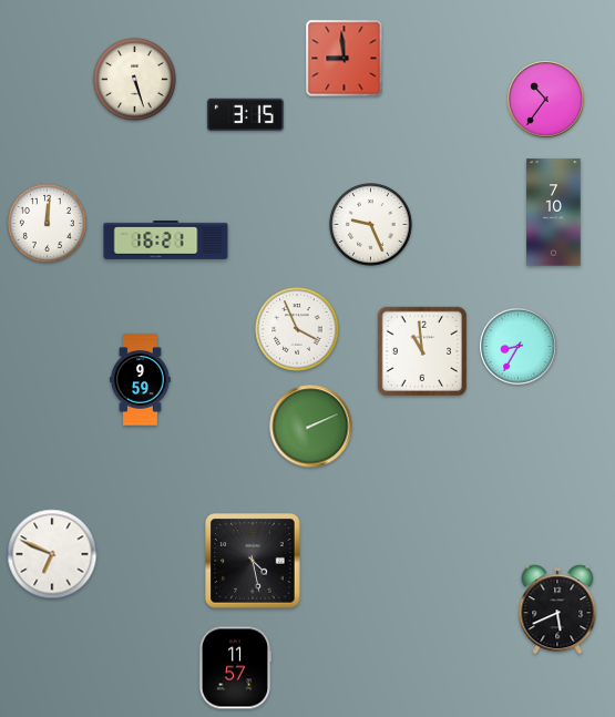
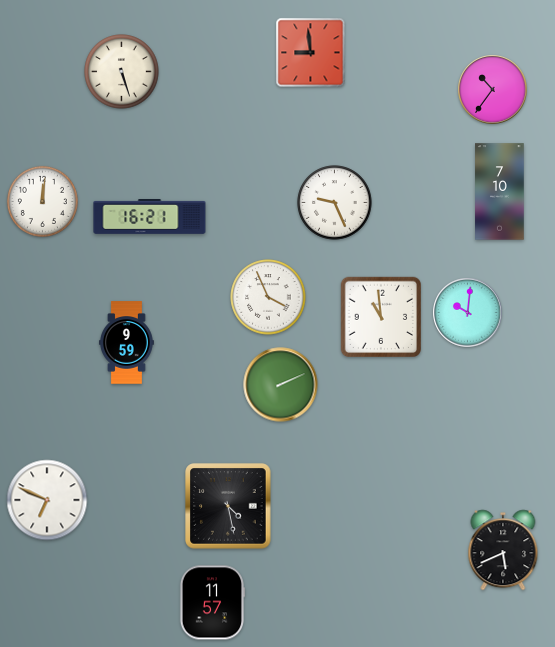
clock at (245, 115): 3:15 -> none
clock at (519, 347): 8:35 -> 10:01
